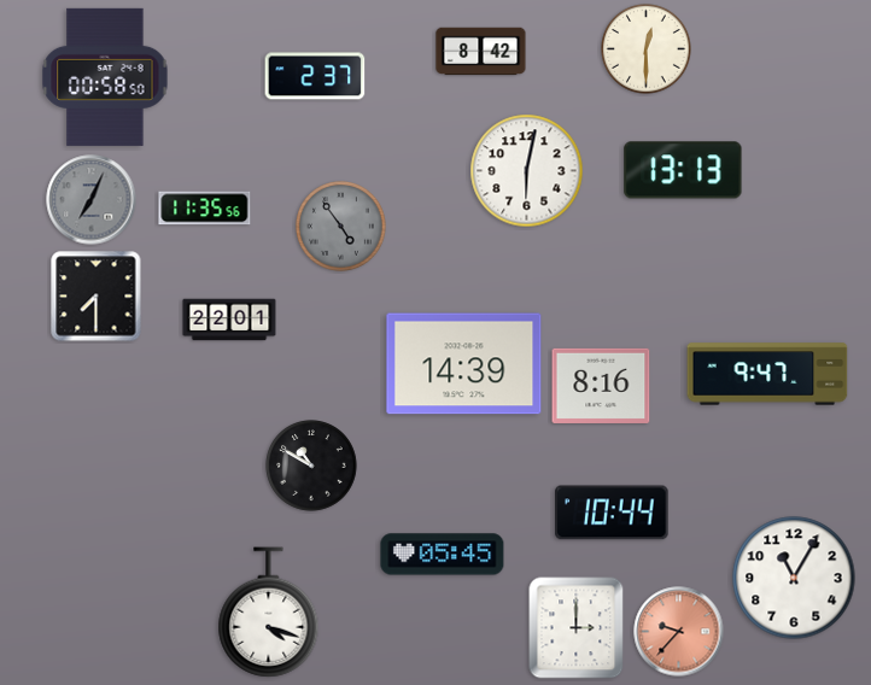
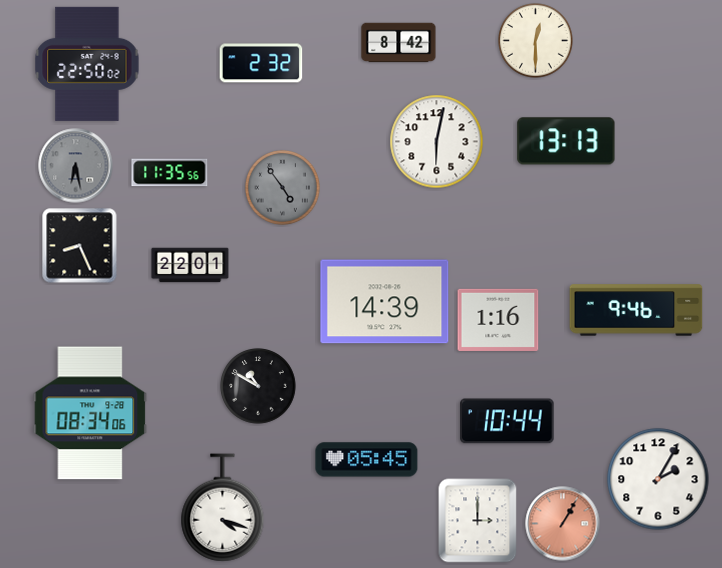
clock at (315, 76): 2:37 -> 2:32
clock at (105, 77): 00:58 -> 22:50
clock at (92, 200): 7:04 -> 6:28
clock at (97, 297): 7:30 -> 8:26
clock at (767, 374): 9:47 -> 9:46
clock at (601, 386): 8:16 -> 1:16
clock at (90, 413): none -> 08:34
clock at (612, 513) position: (612, 513) -> (507, 421)
clock at (794, 578): 11:05 -> 2:05
clock at (679, 632): 9:37 -> 1:05
